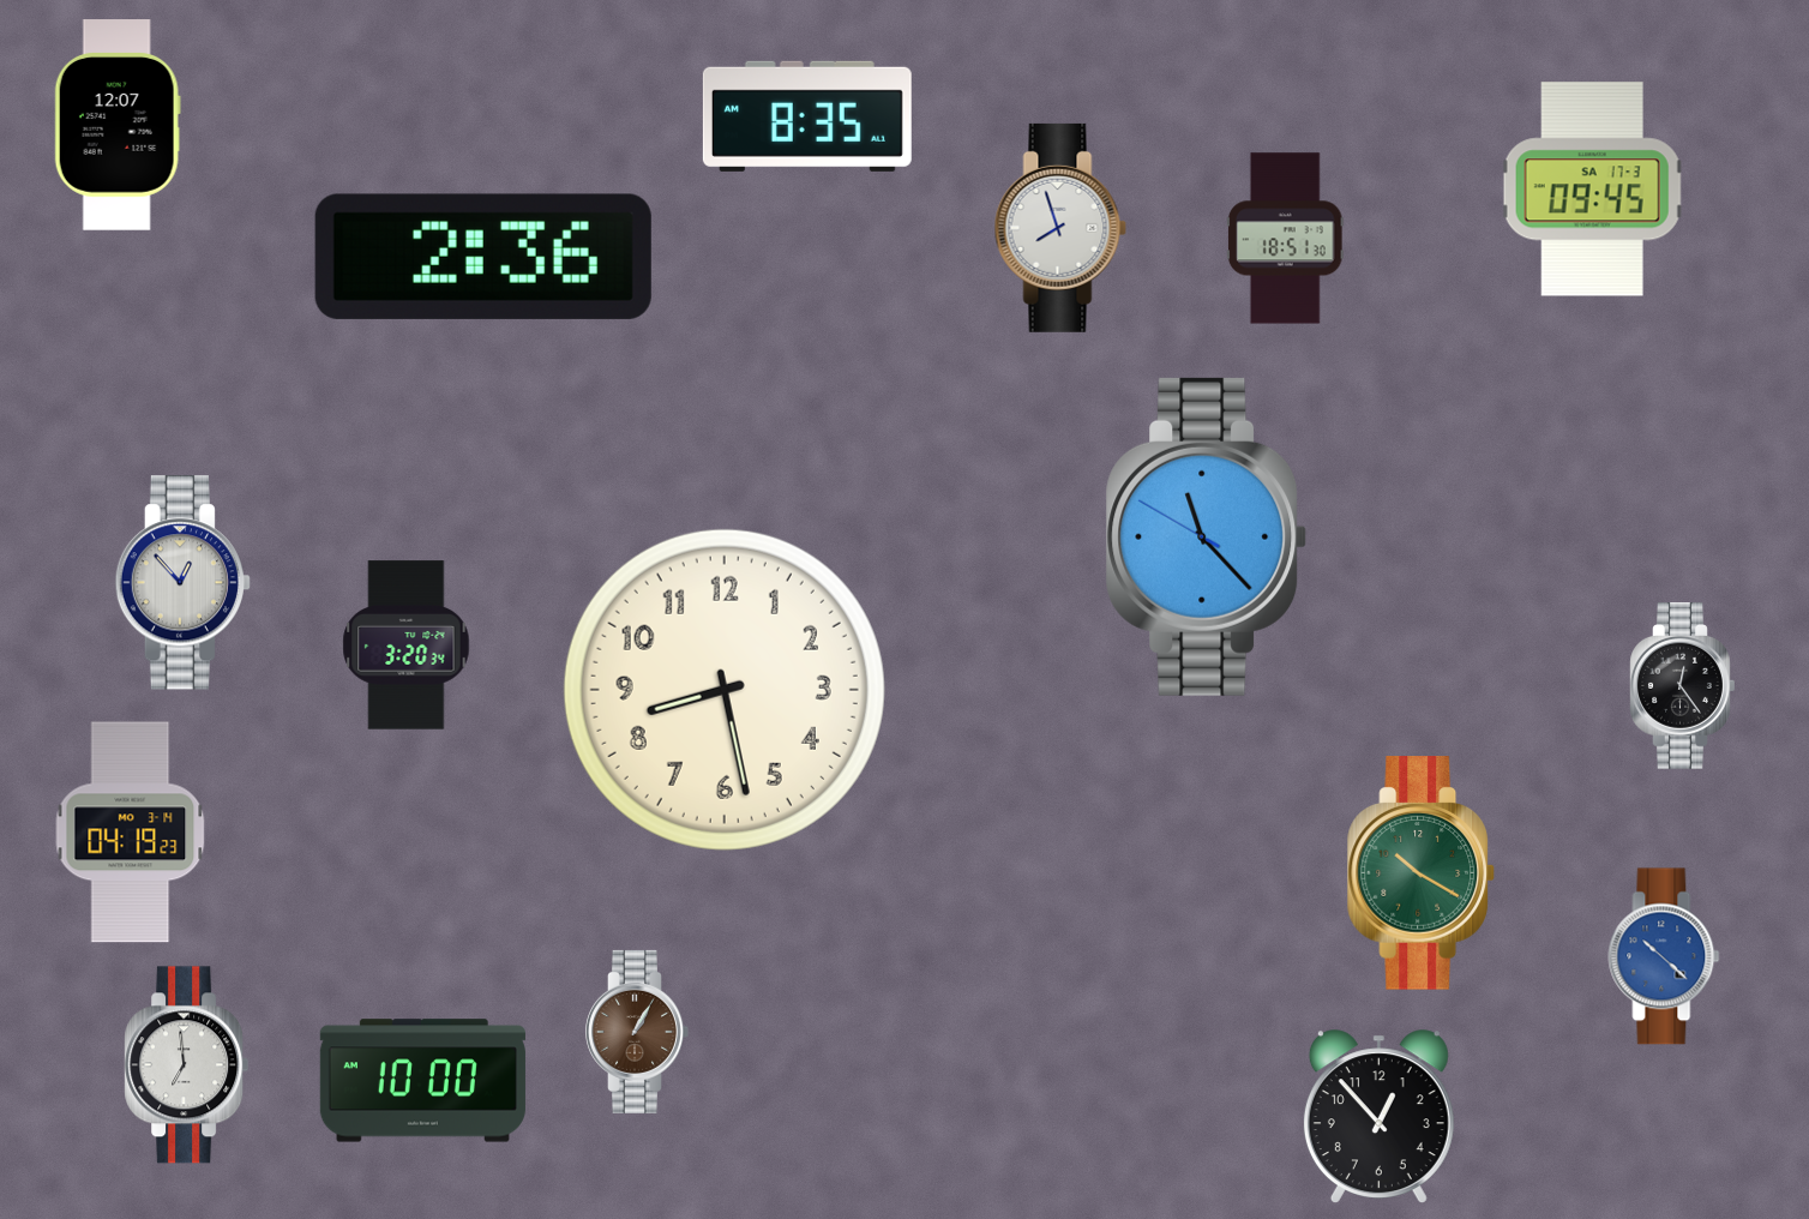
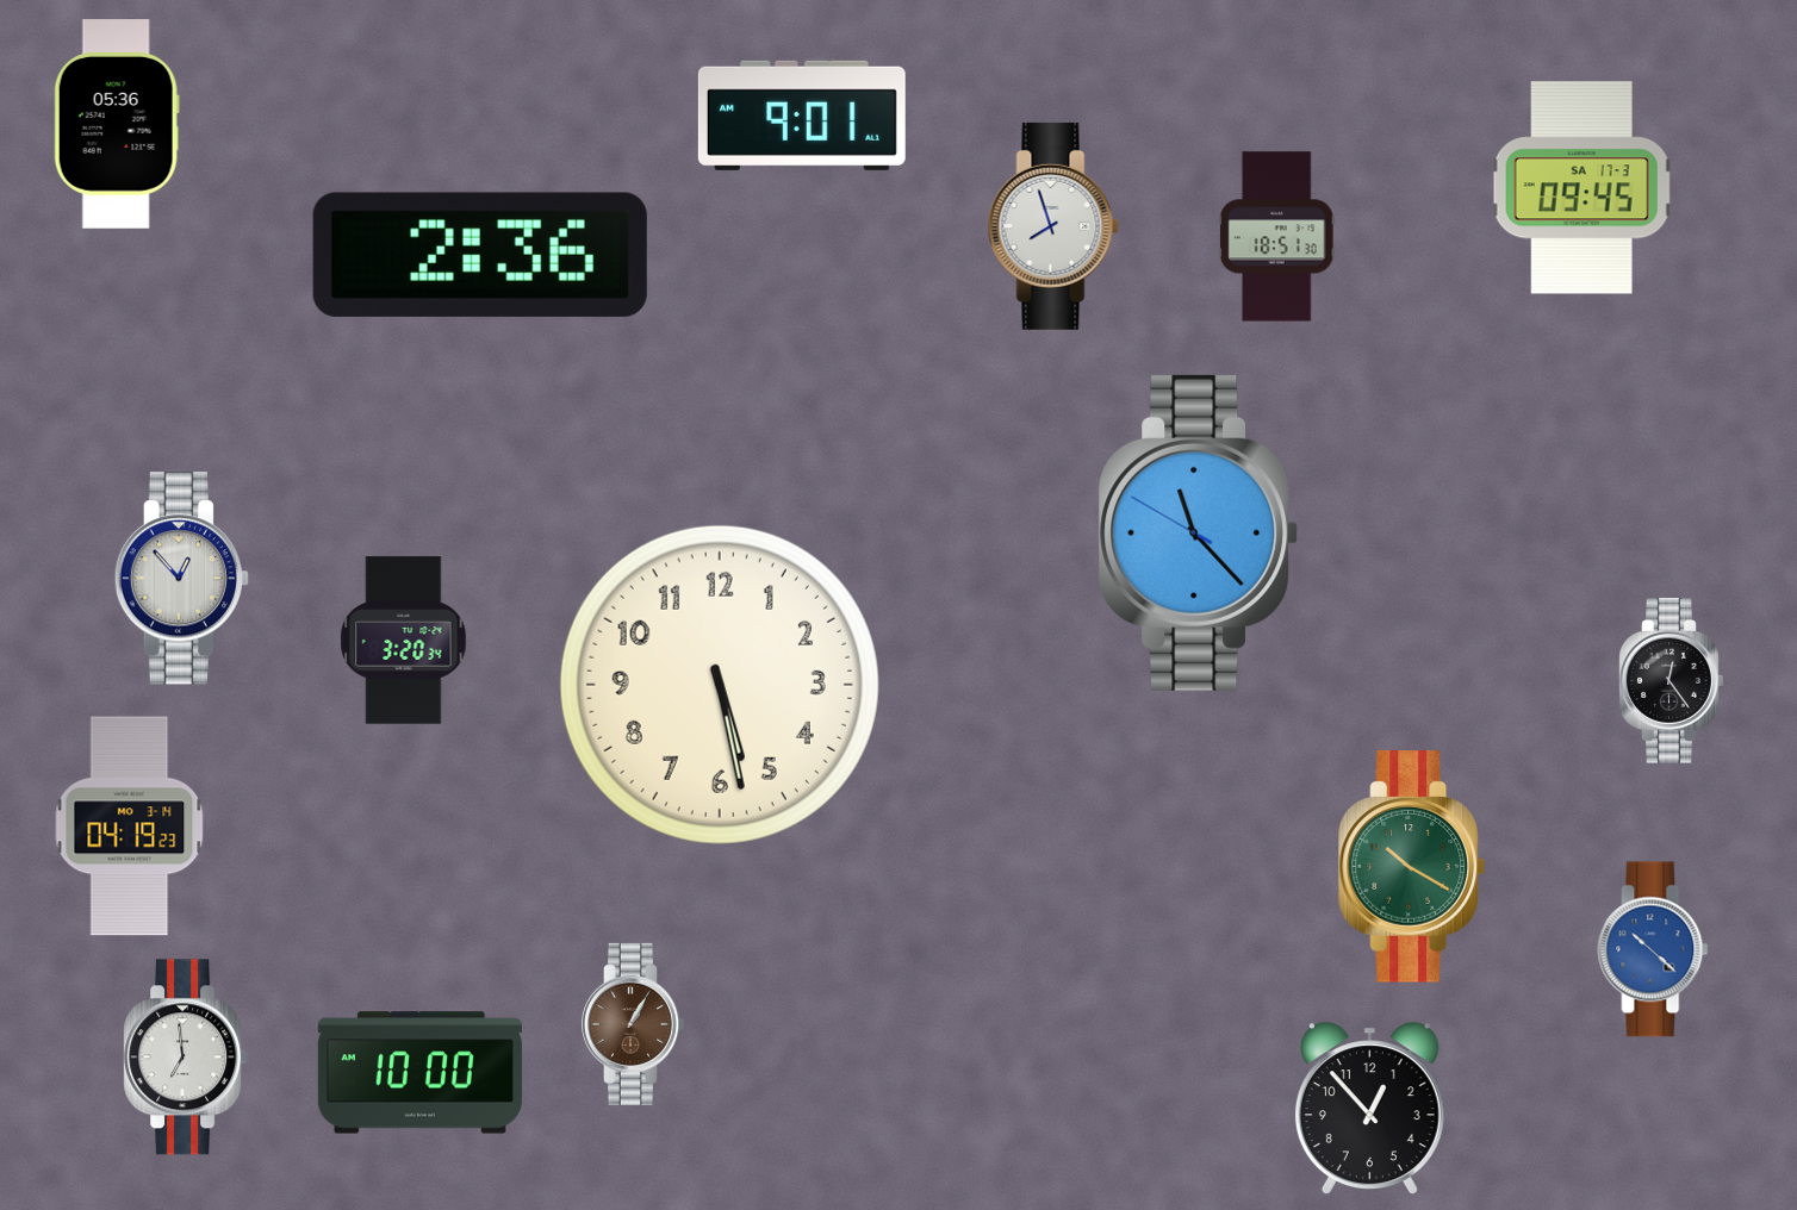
clock at (807, 116): 8:35 -> 9:01
clock at (118, 125): 12:07 -> 05:36
clock at (725, 690): 8:28 -> 5:28
